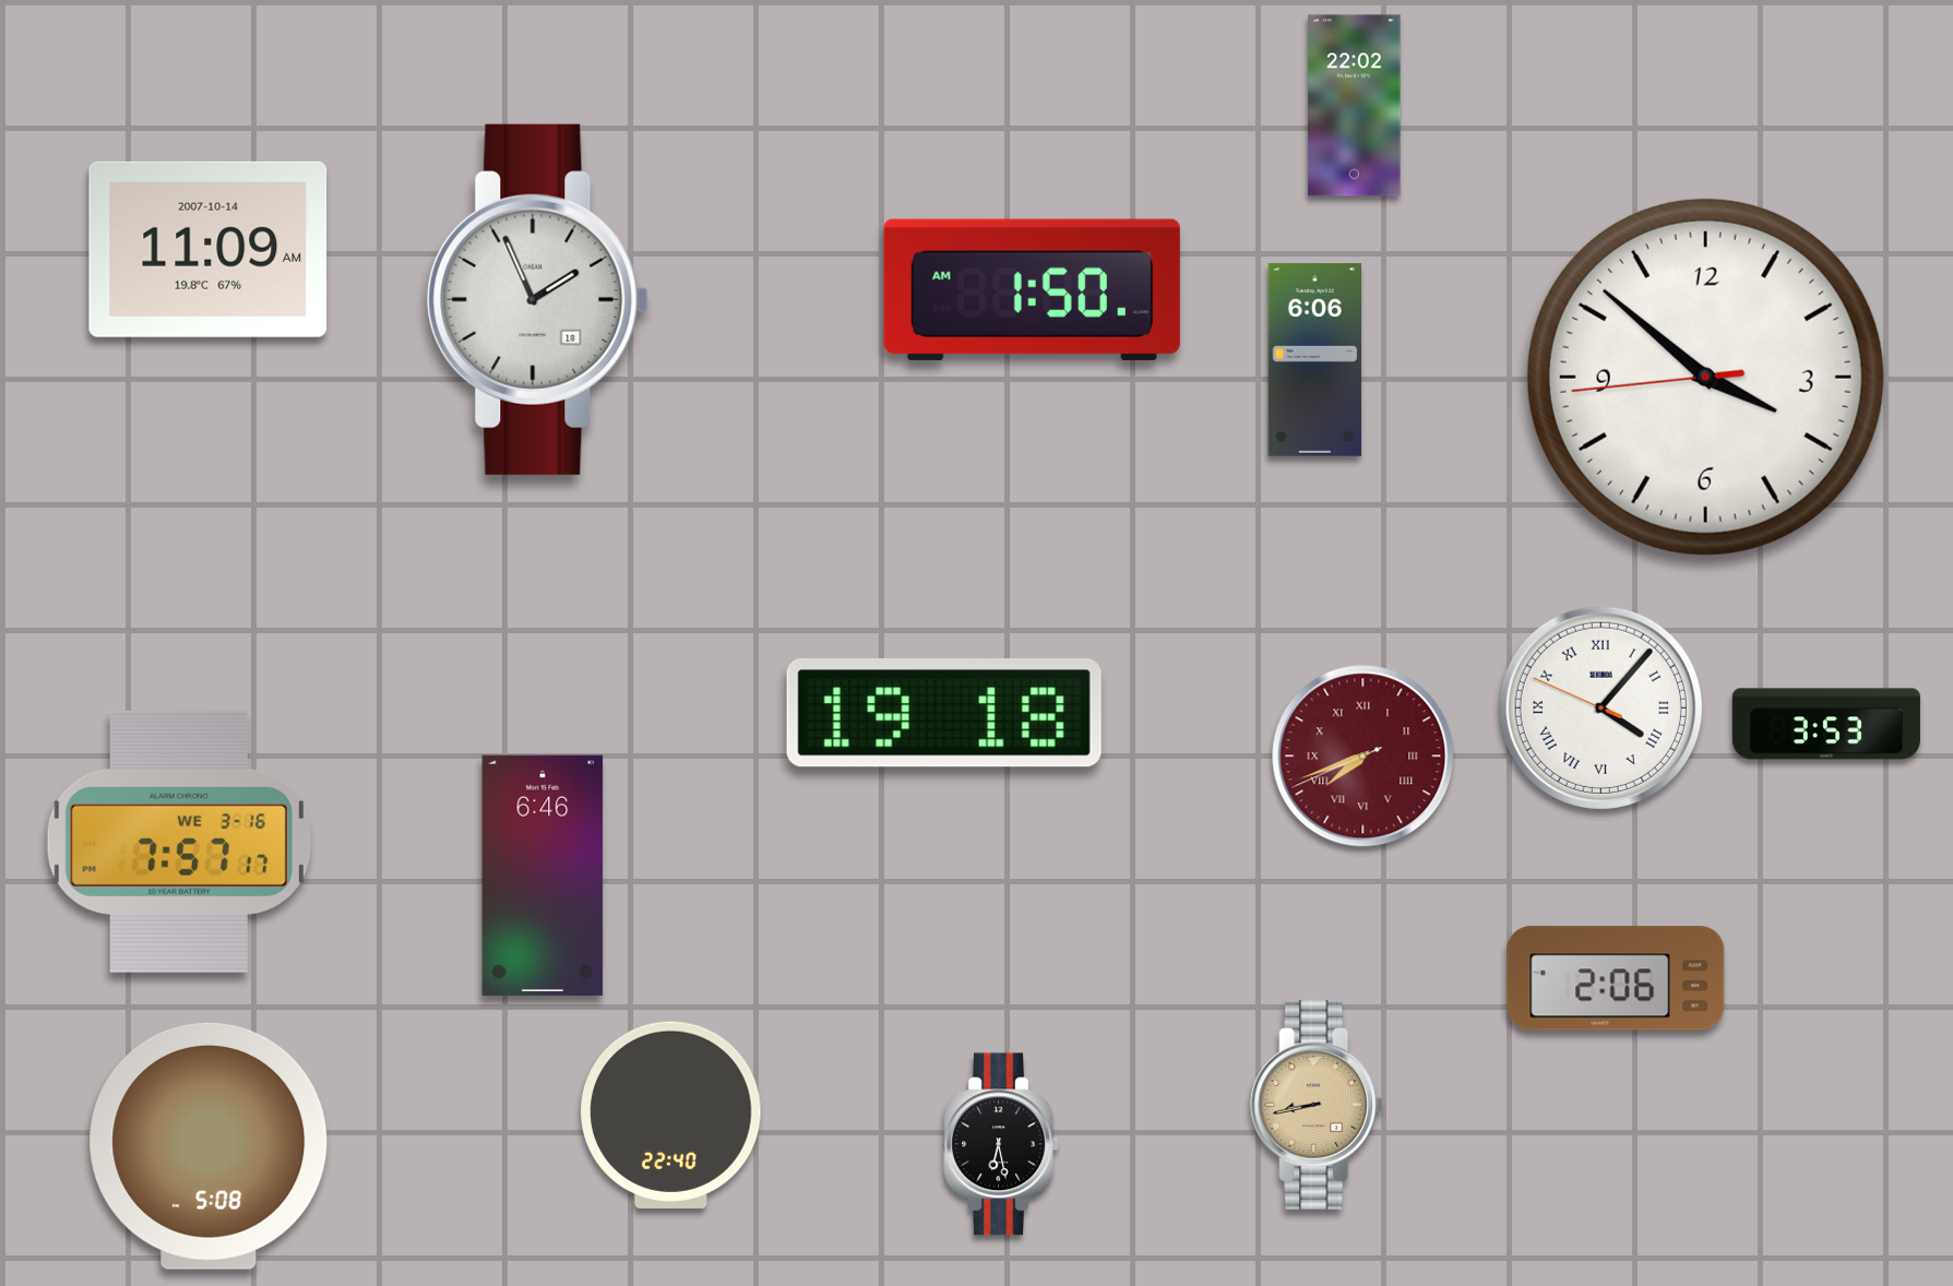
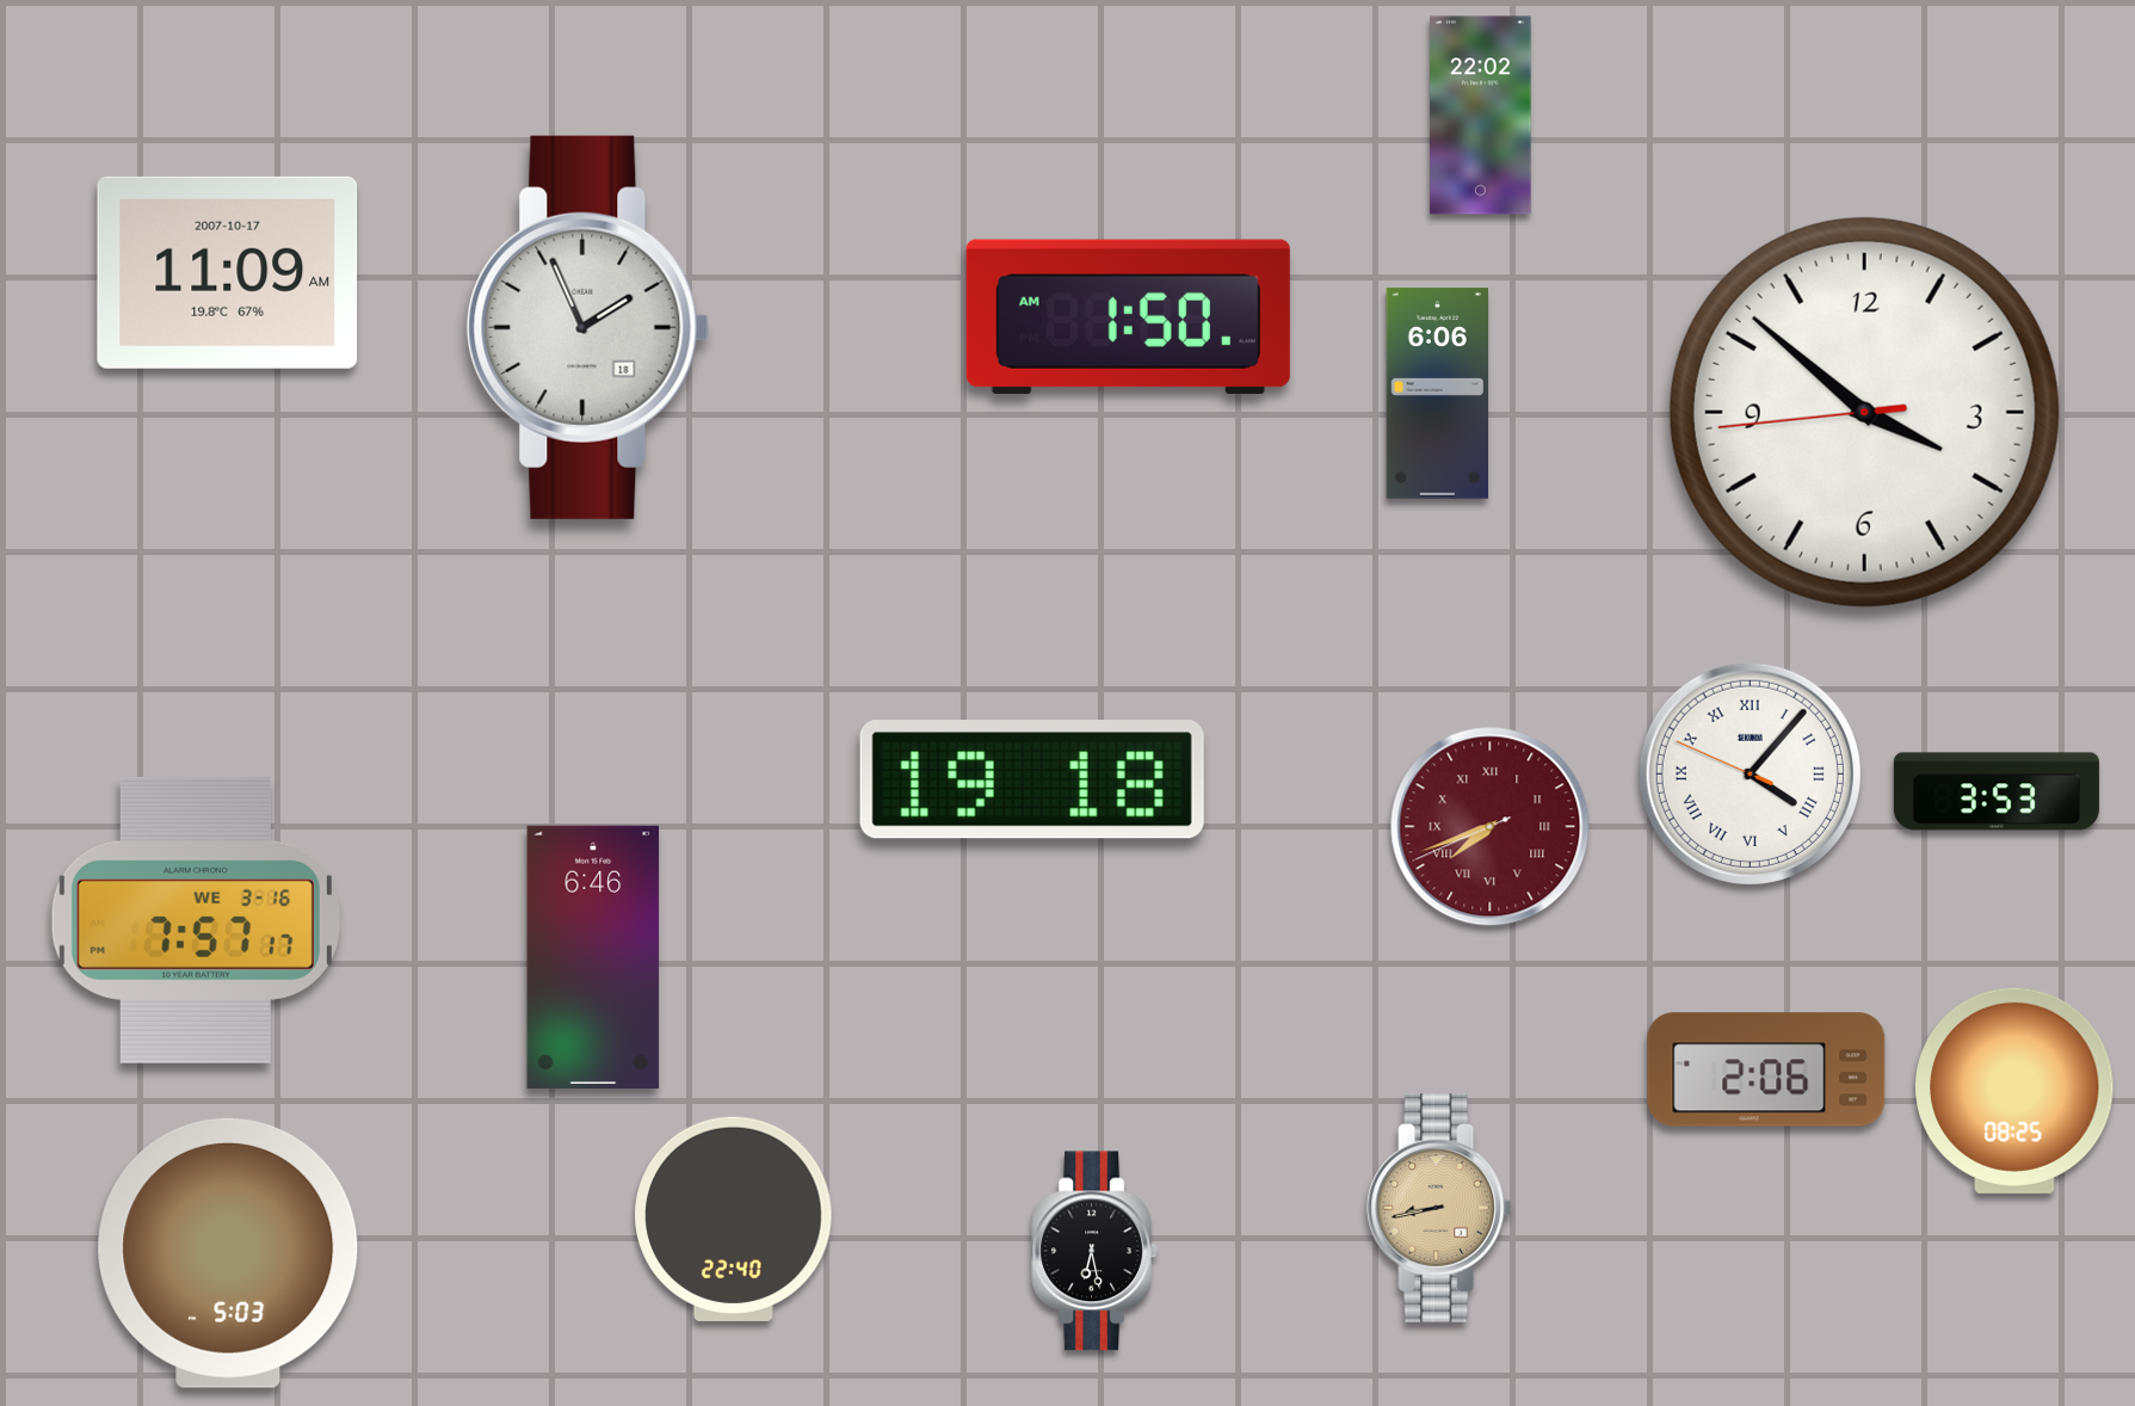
clock at (209, 249) date: 2007-10-14 -> 2007-10-17
clock at (2014, 1091): none -> 08:25
clock at (209, 1146): 5:08 -> 5:03
